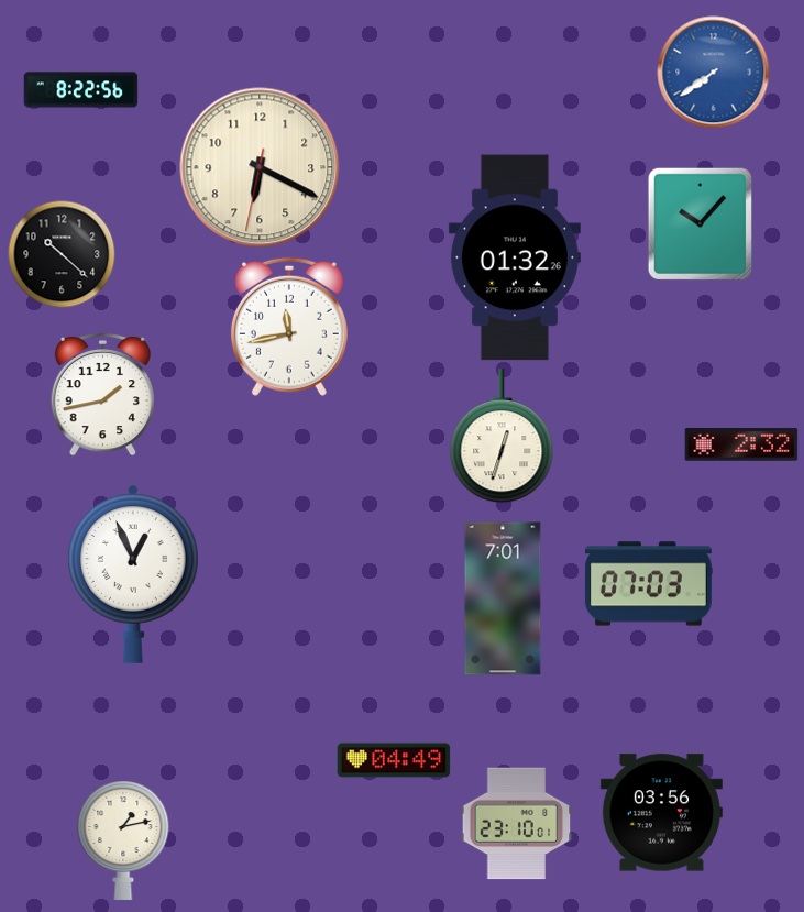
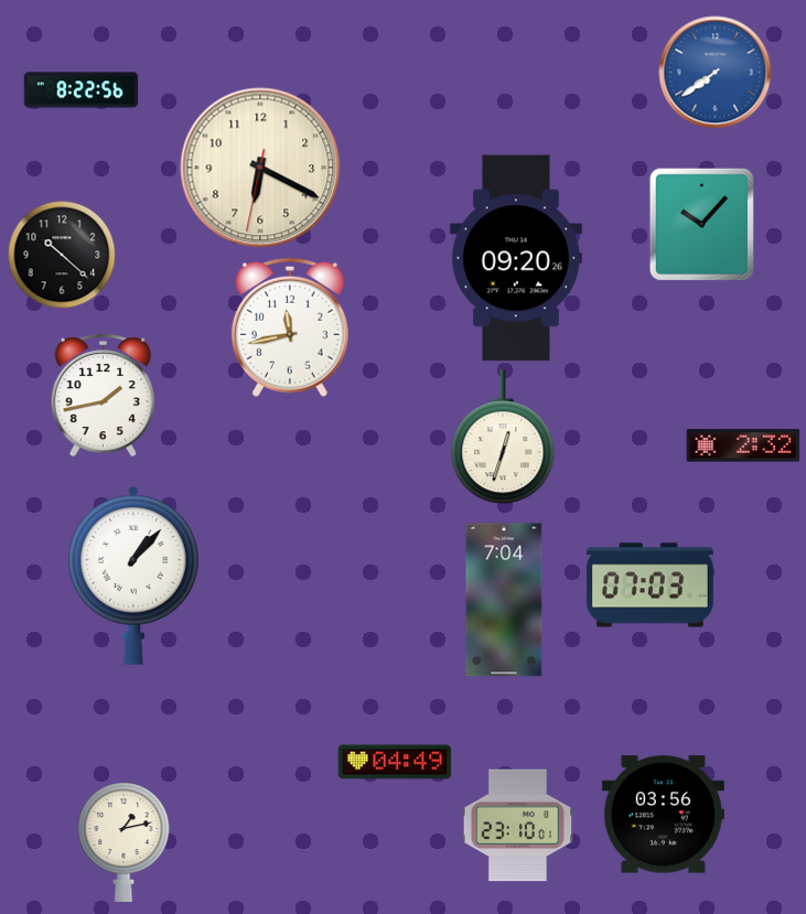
clock at (515, 257): 01:32 -> 09:20
clock at (133, 574): 12:56 -> 1:07
clock at (503, 598): 7:01 -> 7:04
